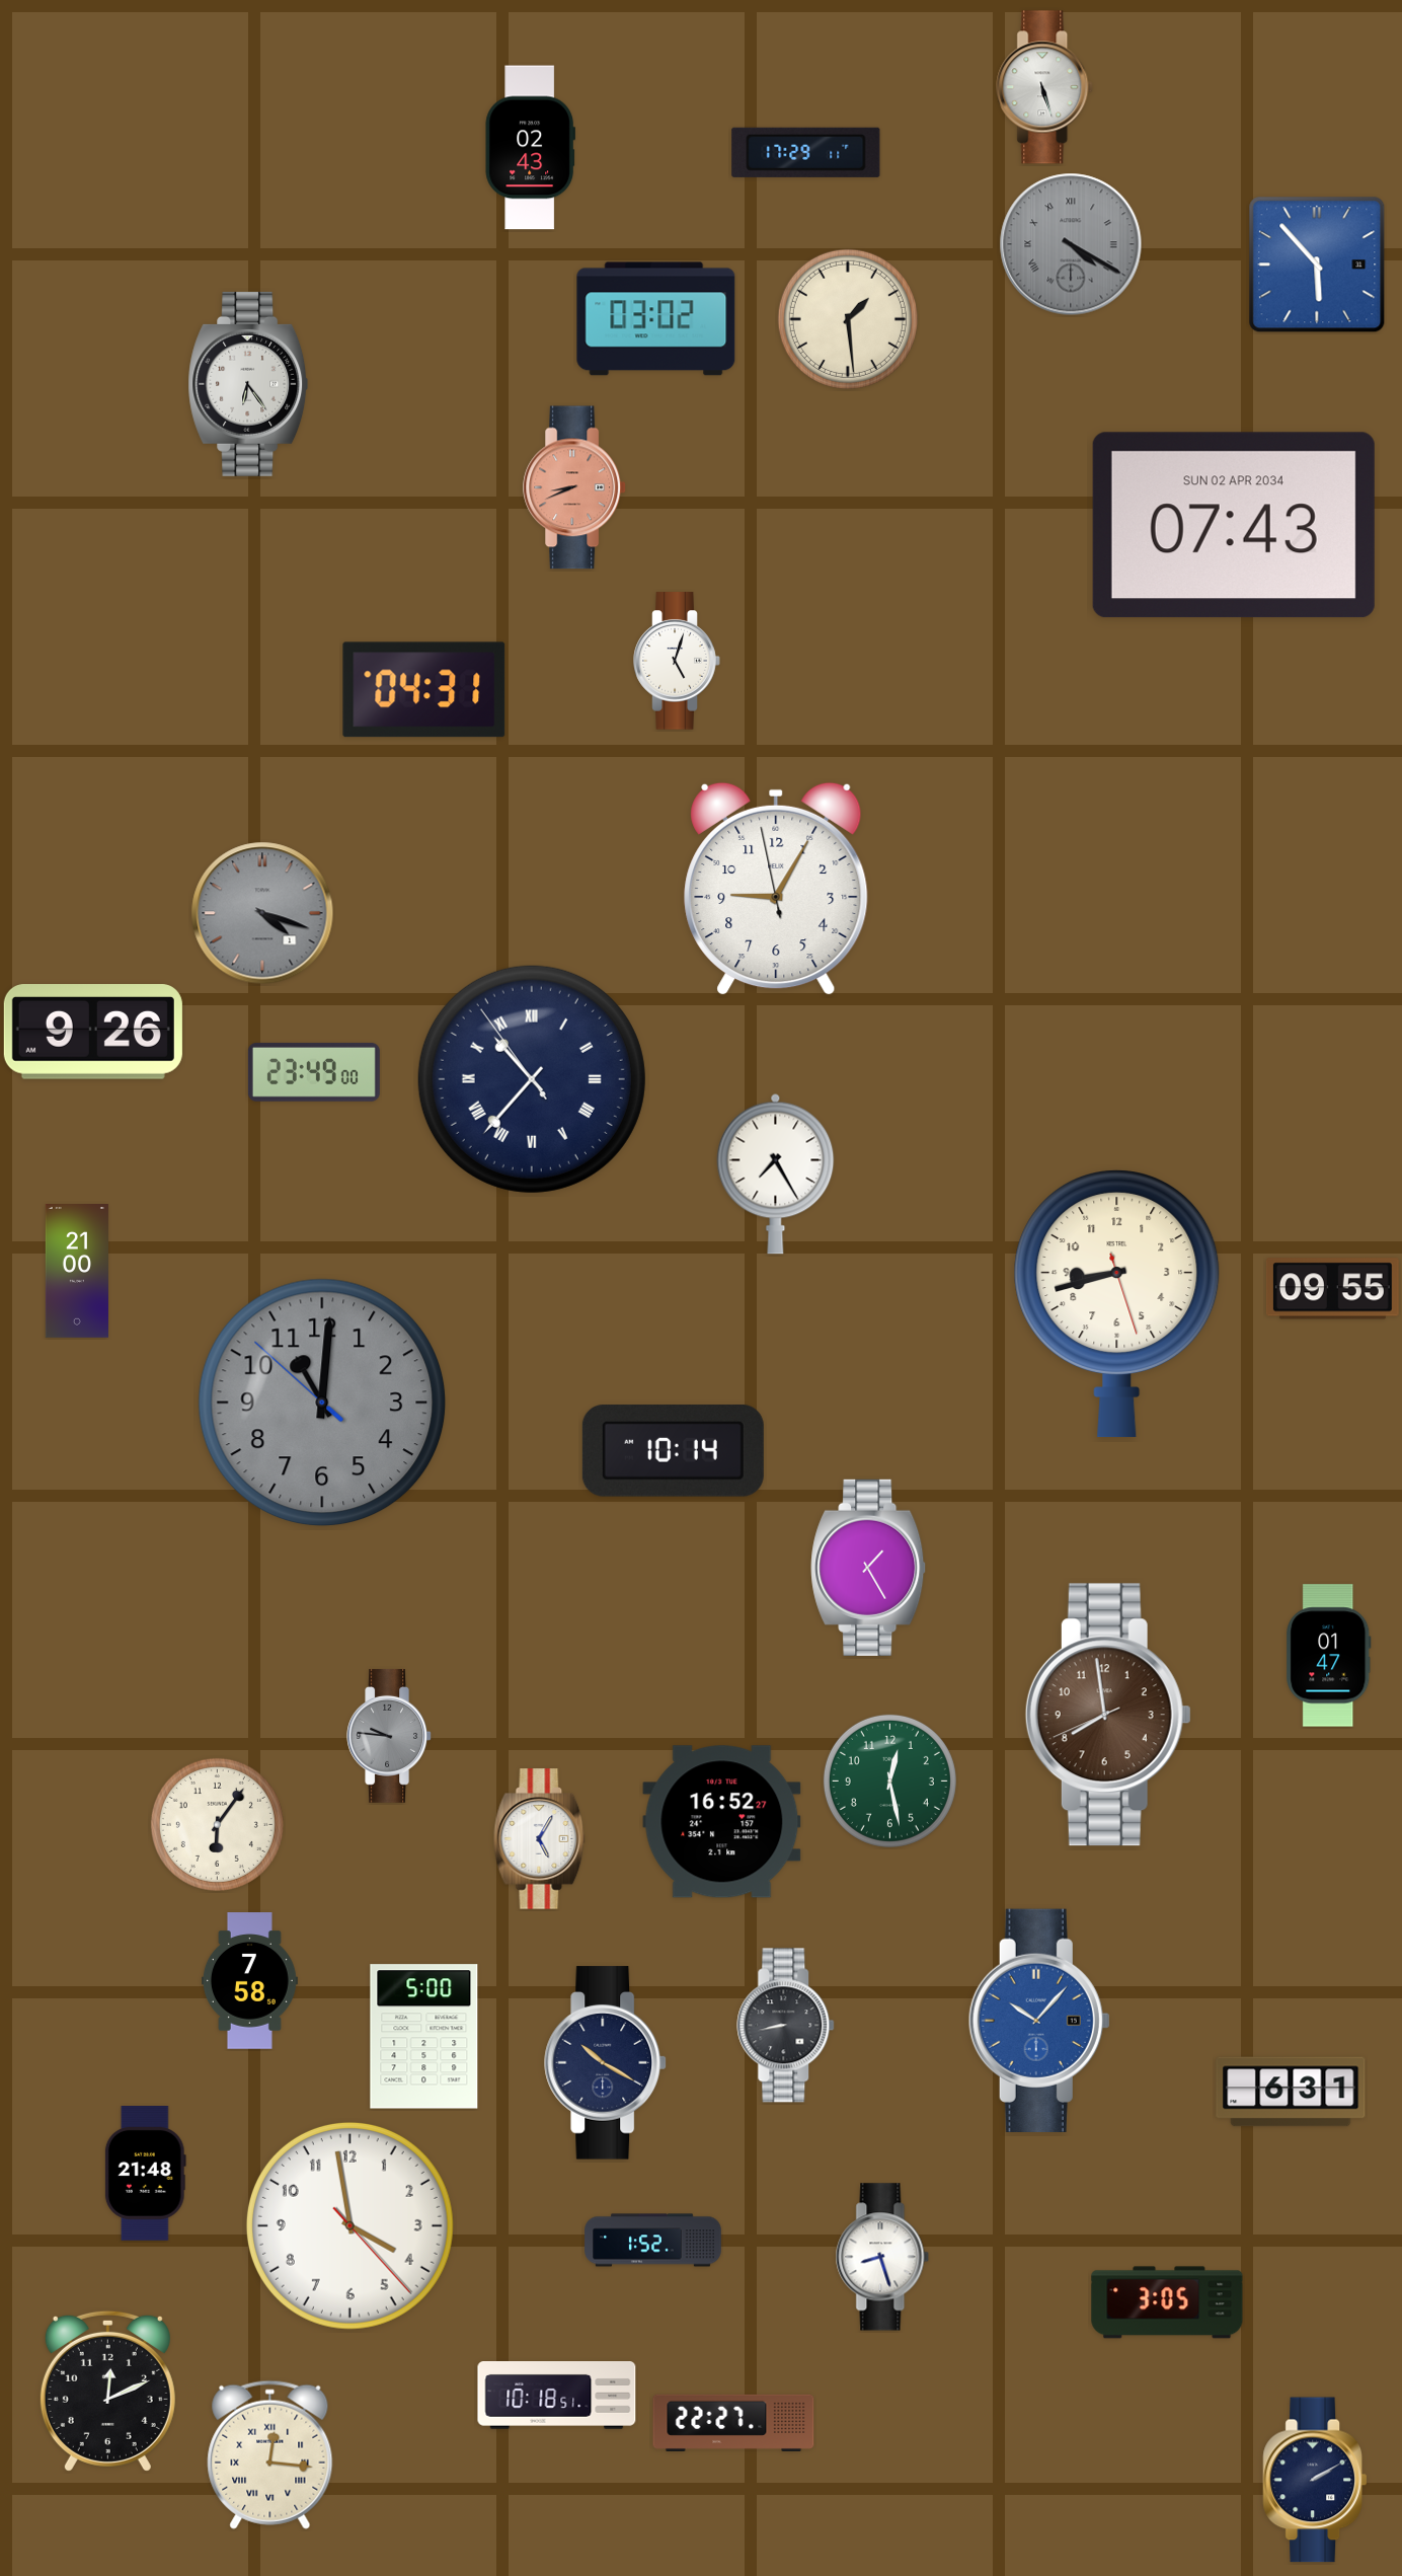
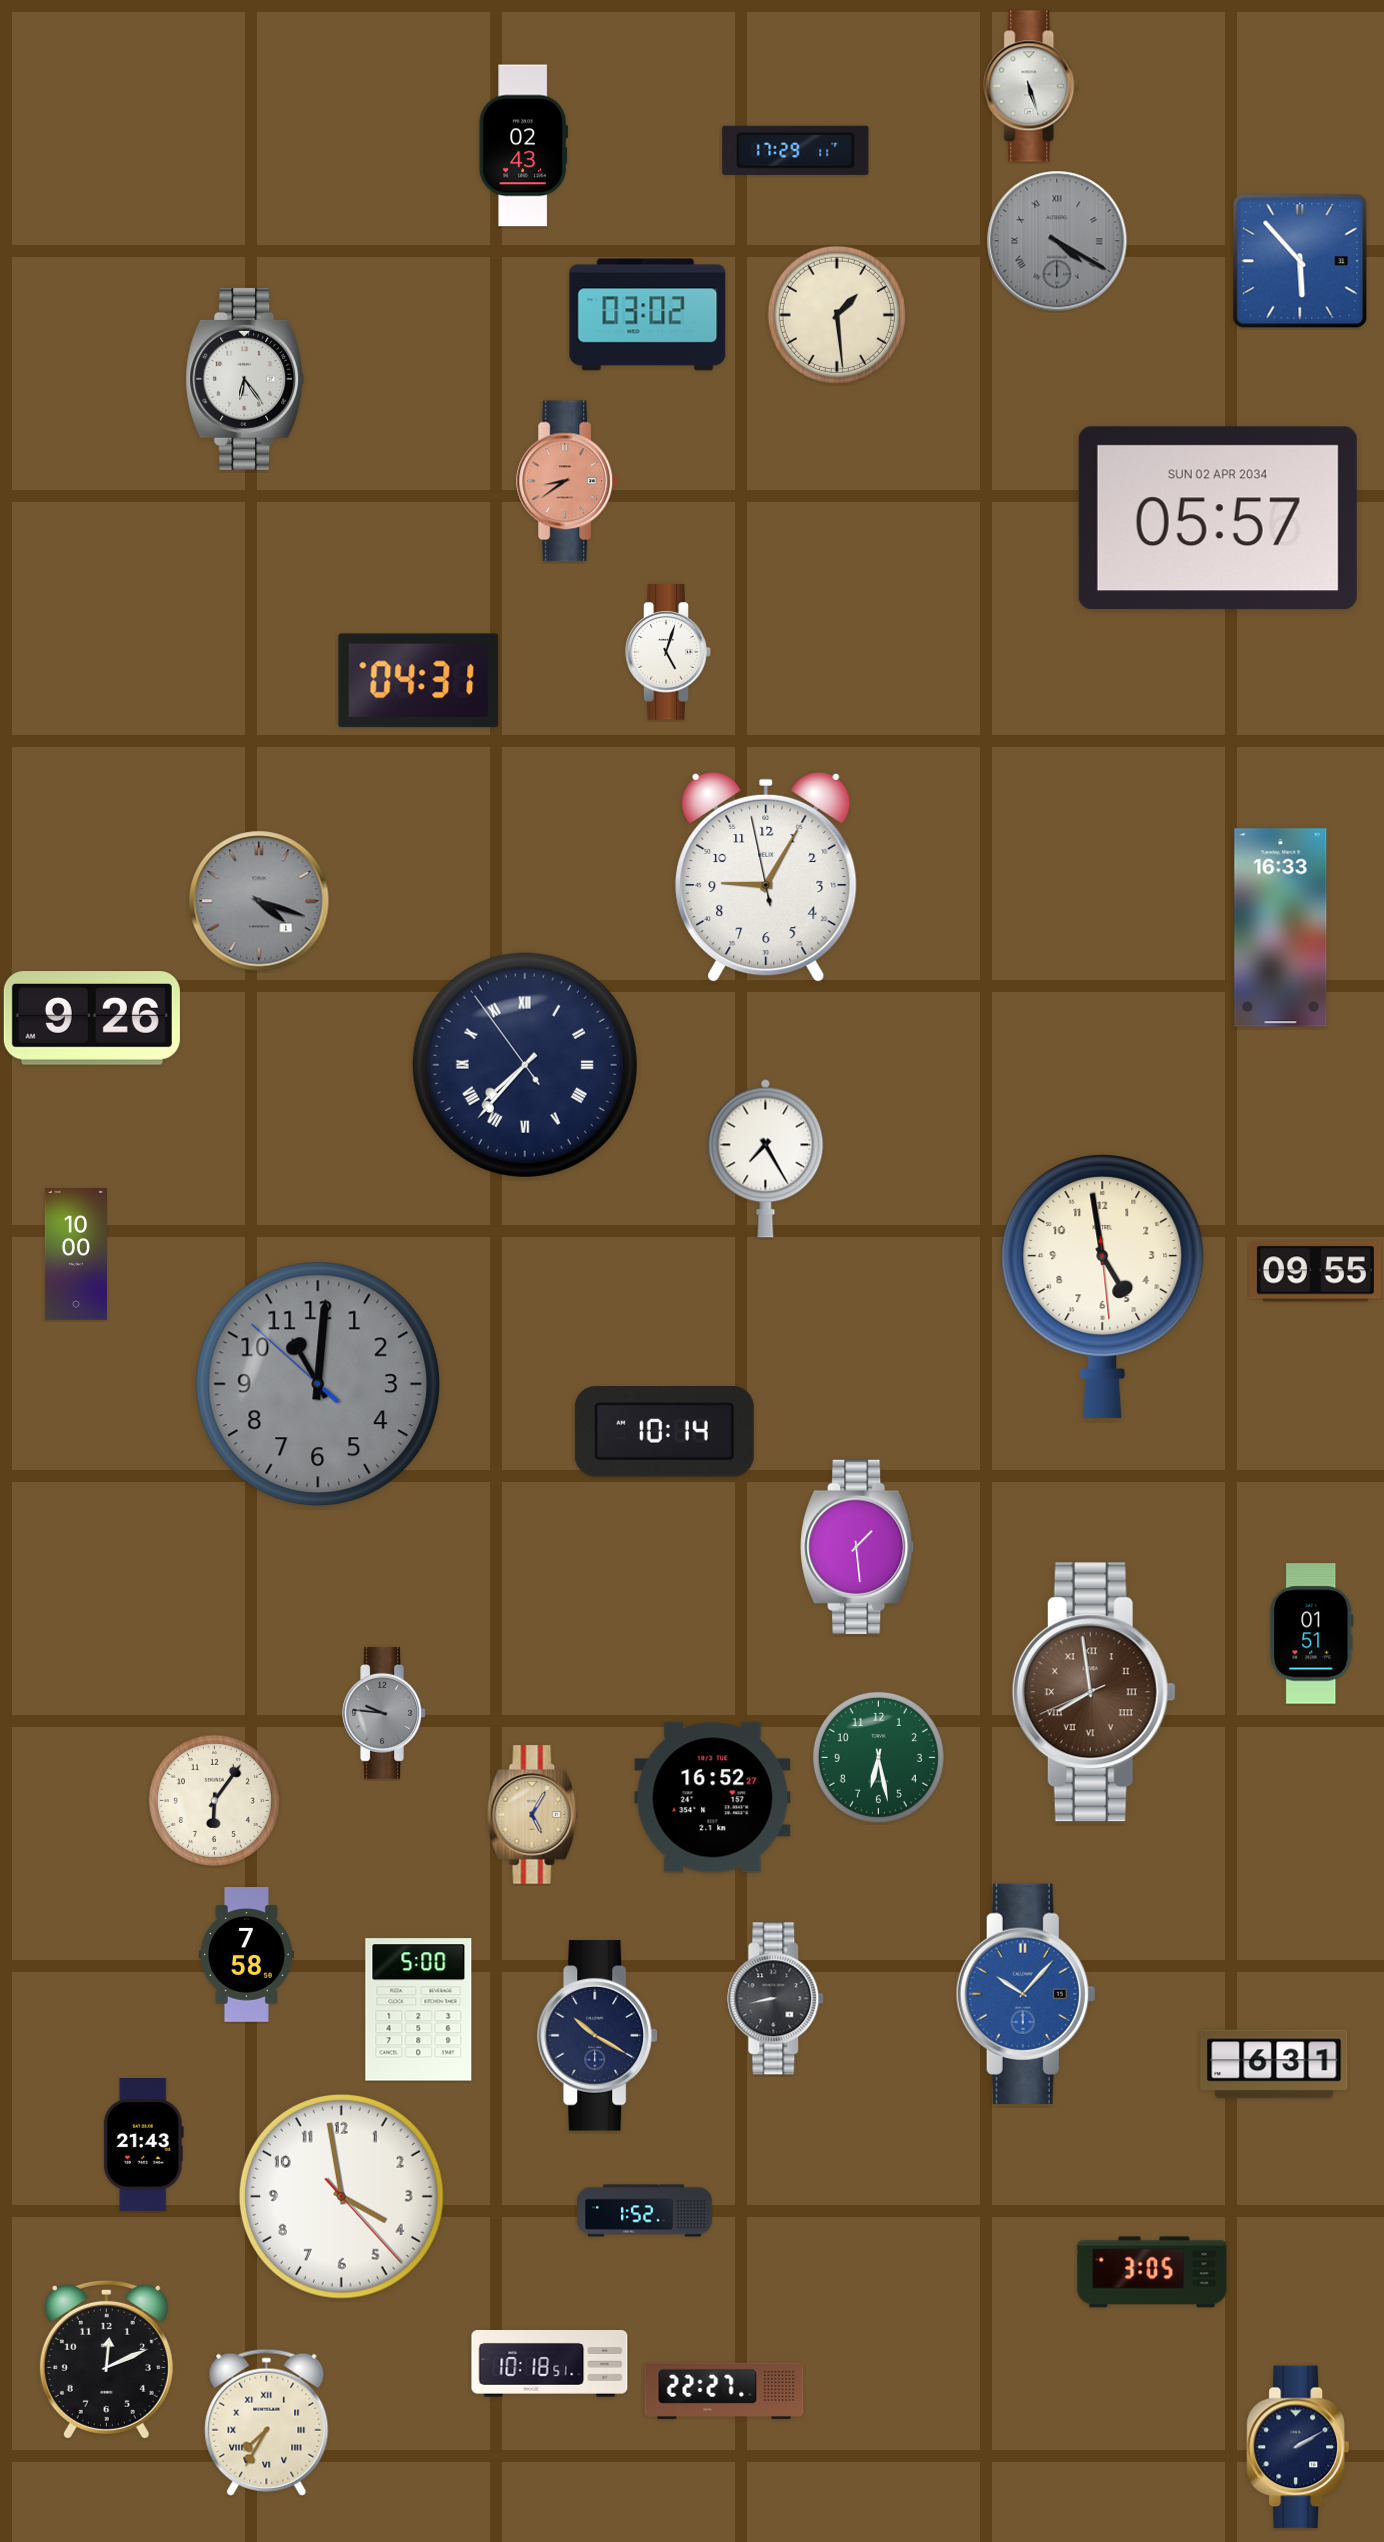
clock at (575, 487): 8:41 -> 8:39
clock at (1234, 525): 07:43 -> 05:57
clock at (1281, 928): none -> 16:33
clock at (314, 1073): 23:49 -> none
clock at (532, 1079): 10:36 -> 7:36
clock at (76, 1272): 21:00 -> 10:00
clock at (1117, 1304): 8:42 -> 4:58
clock at (869, 1568): 1:25 -> 1:29
clock at (1329, 1656): 01:47 -> 01:51
clock at (1108, 1715) numerals: Arabic -> Roman
clock at (889, 1781): 12:28 -> 6:28
clock at (540, 1839) dial: white -> champagne
clock at (145, 2174): 21:48 -> 21:43
clock at (349, 2225) position: (349, 2225) -> (341, 2196)
clock at (882, 2257): 8:27 -> none
clock at (270, 2454): 12:16 -> 7:35
